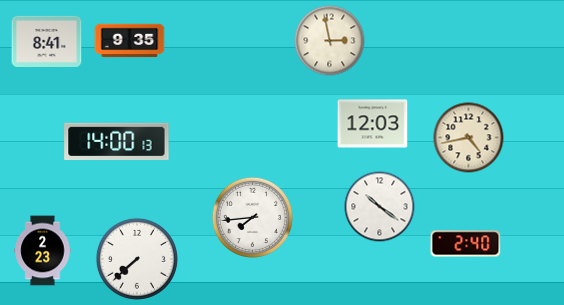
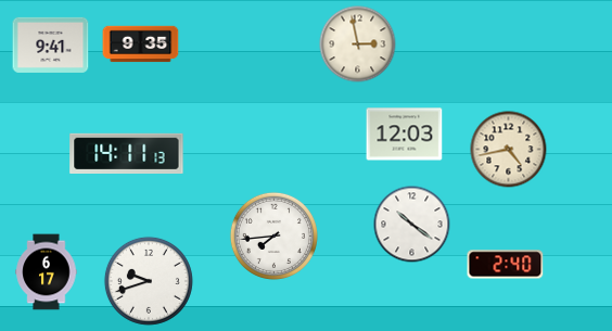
clock at (47, 41): 8:41 -> 9:41
clock at (117, 141): 14:00 -> 14:11
clock at (43, 251): 2:23 -> 6:17
clock at (137, 259): 7:38 -> 9:42
